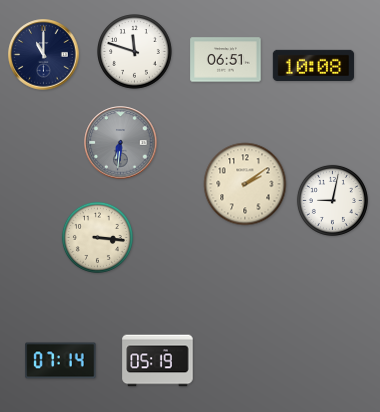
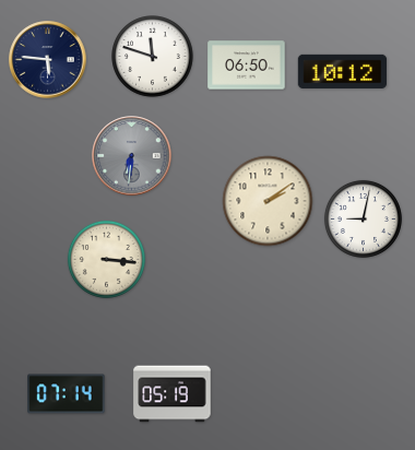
clock at (135, 52) position: (135, 52) -> (153, 57)
clock at (44, 55): 11:00 -> 5:46
clock at (226, 60): 06:51 -> 06:50
clock at (314, 65): 10:08 -> 10:12
